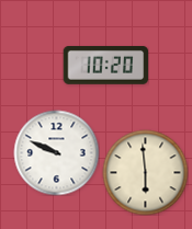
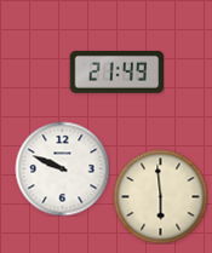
clock at (105, 65): 10:20 -> 21:49
clock at (145, 172) position: (145, 172) -> (160, 196)
